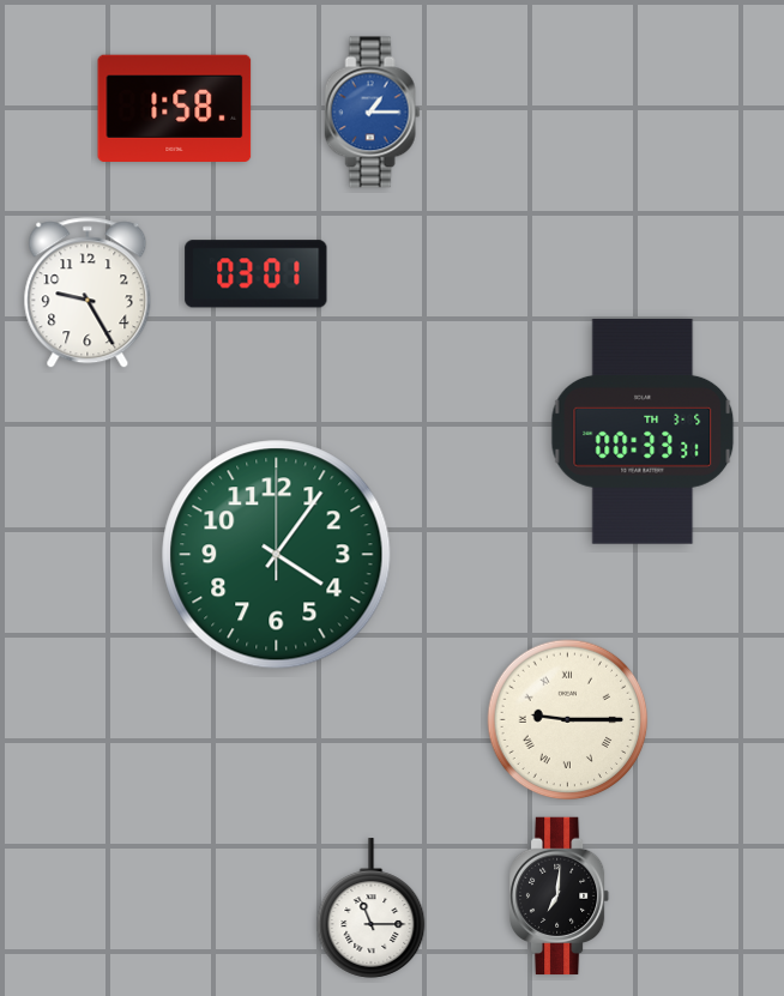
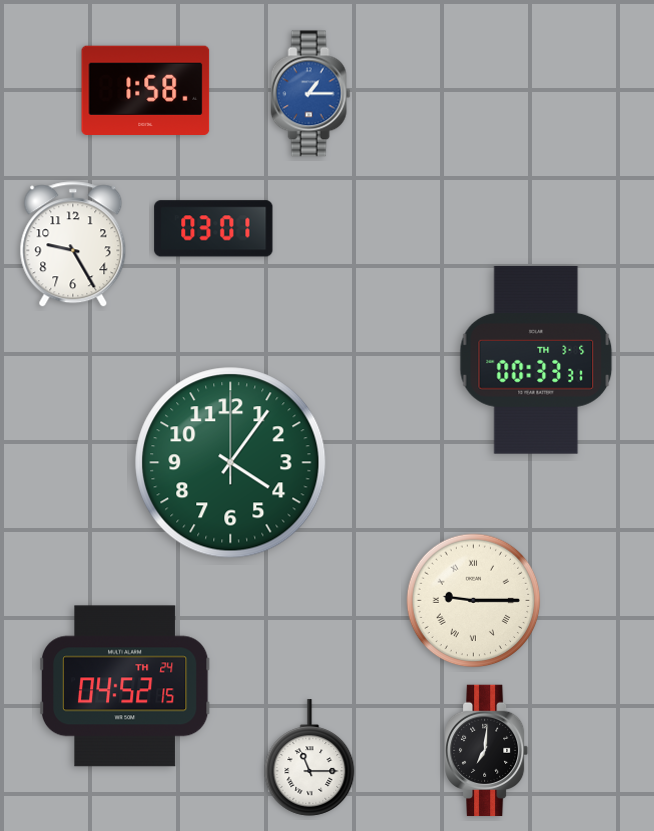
clock at (125, 686): none -> 04:52
clock at (561, 897) position: (561, 897) -> (488, 751)
